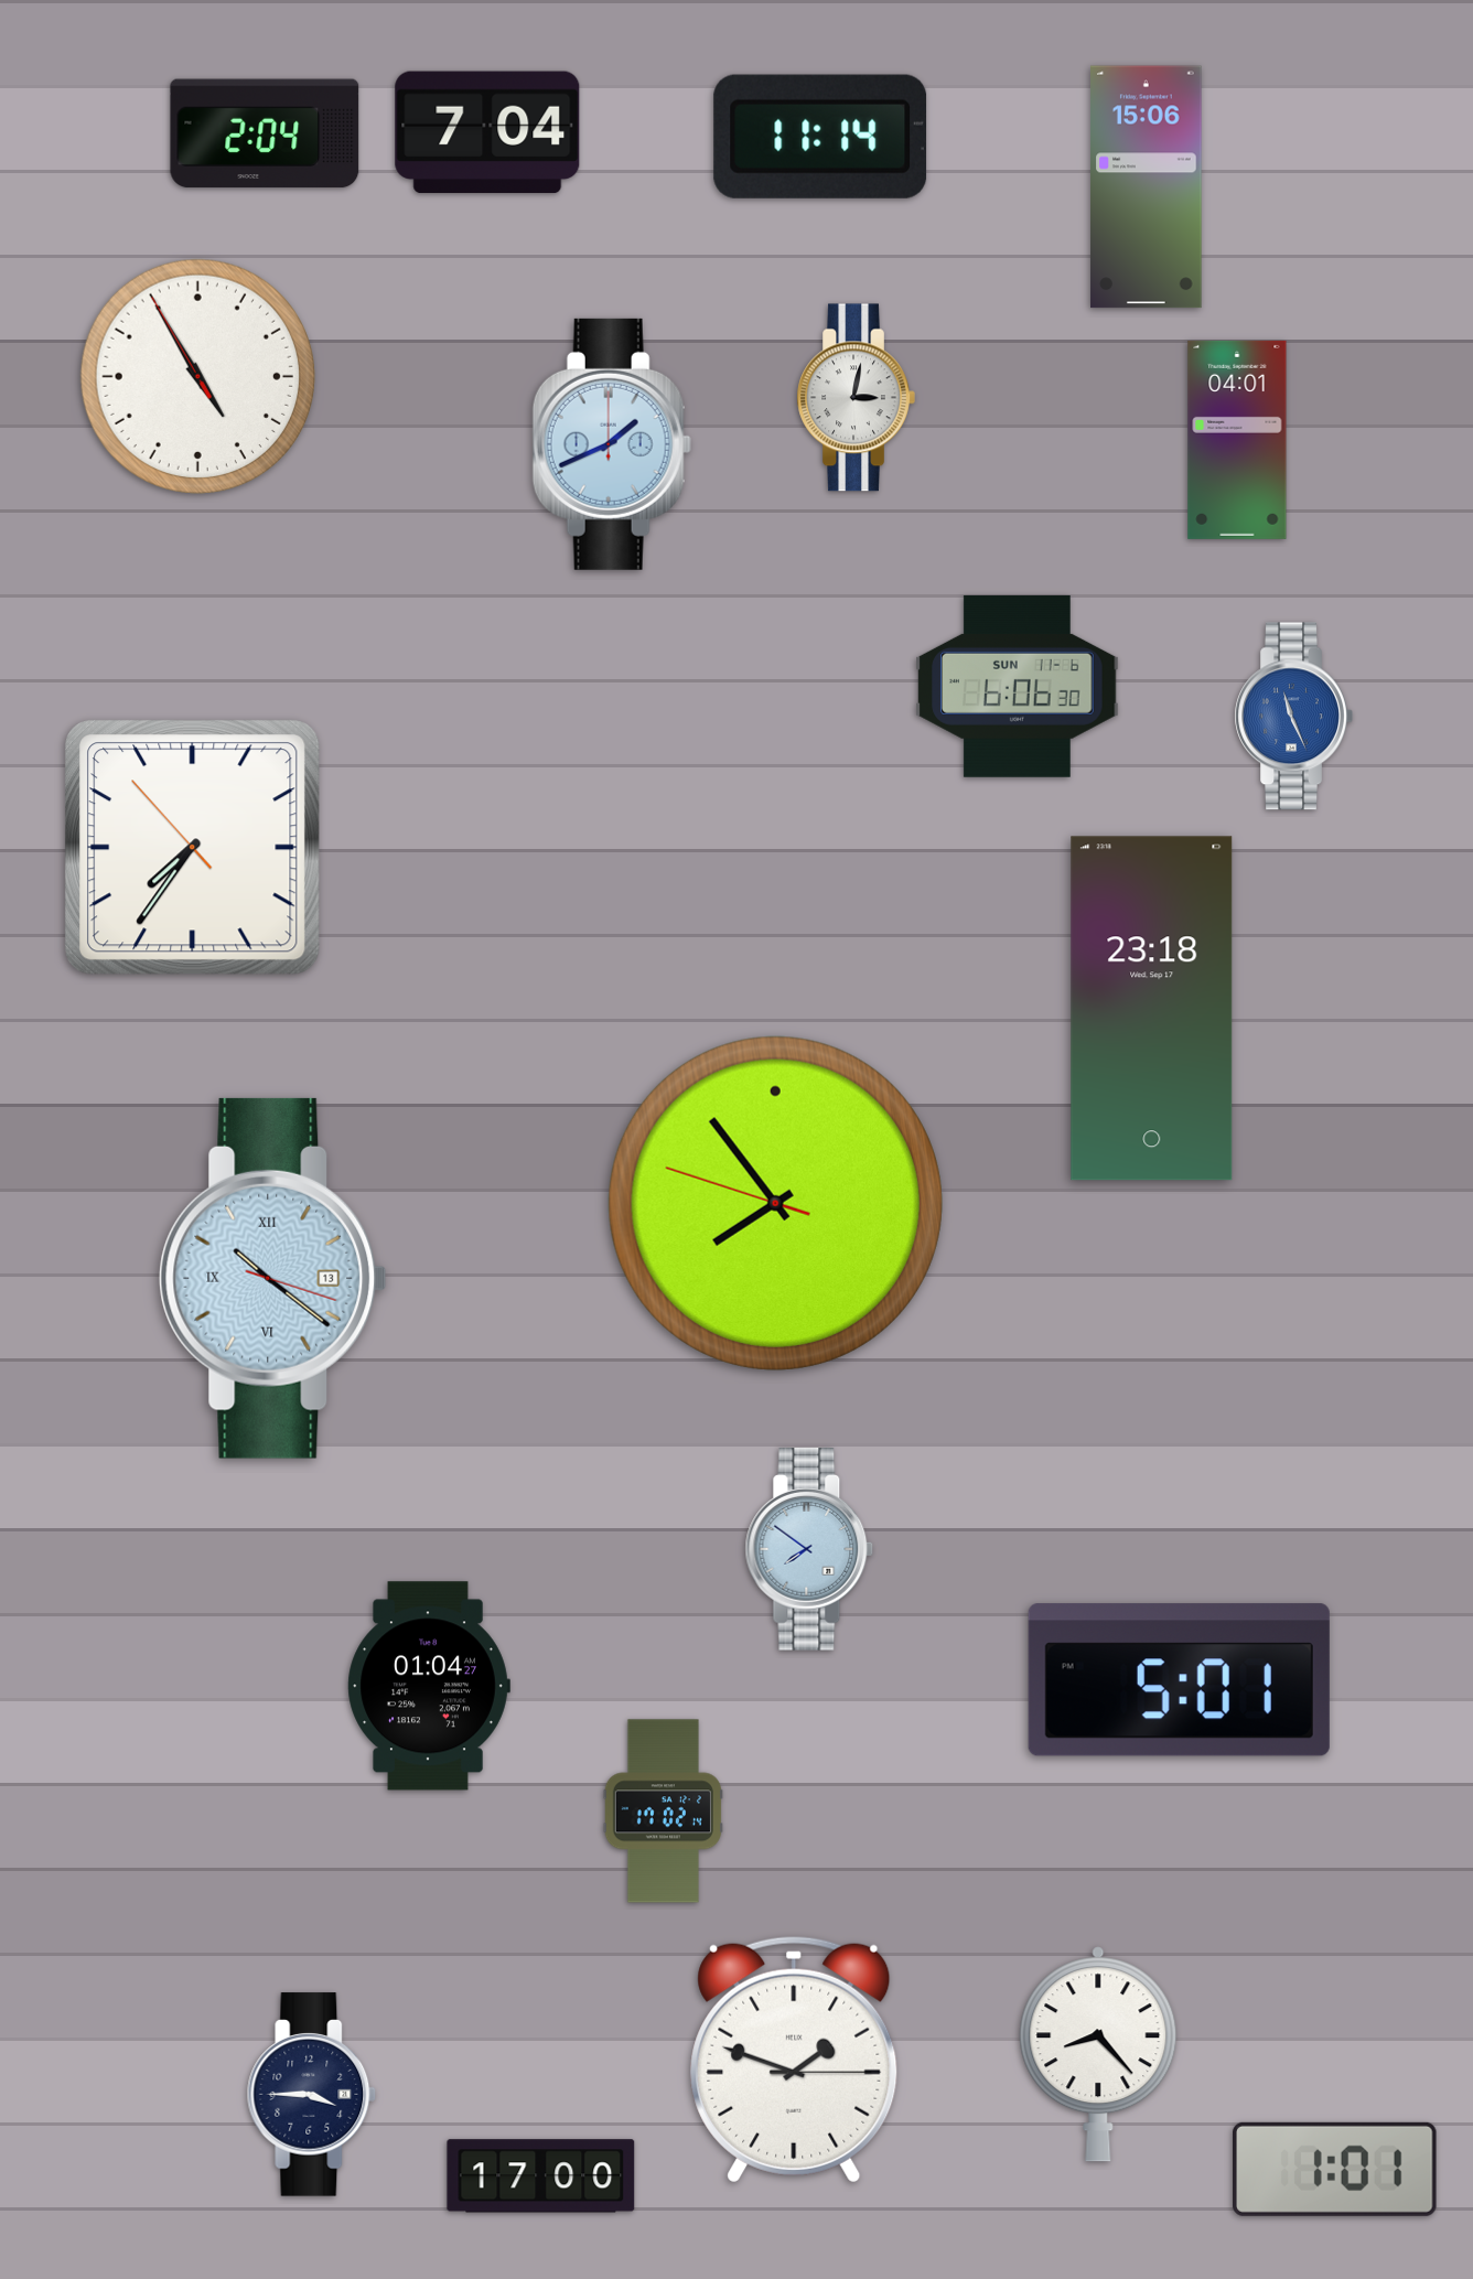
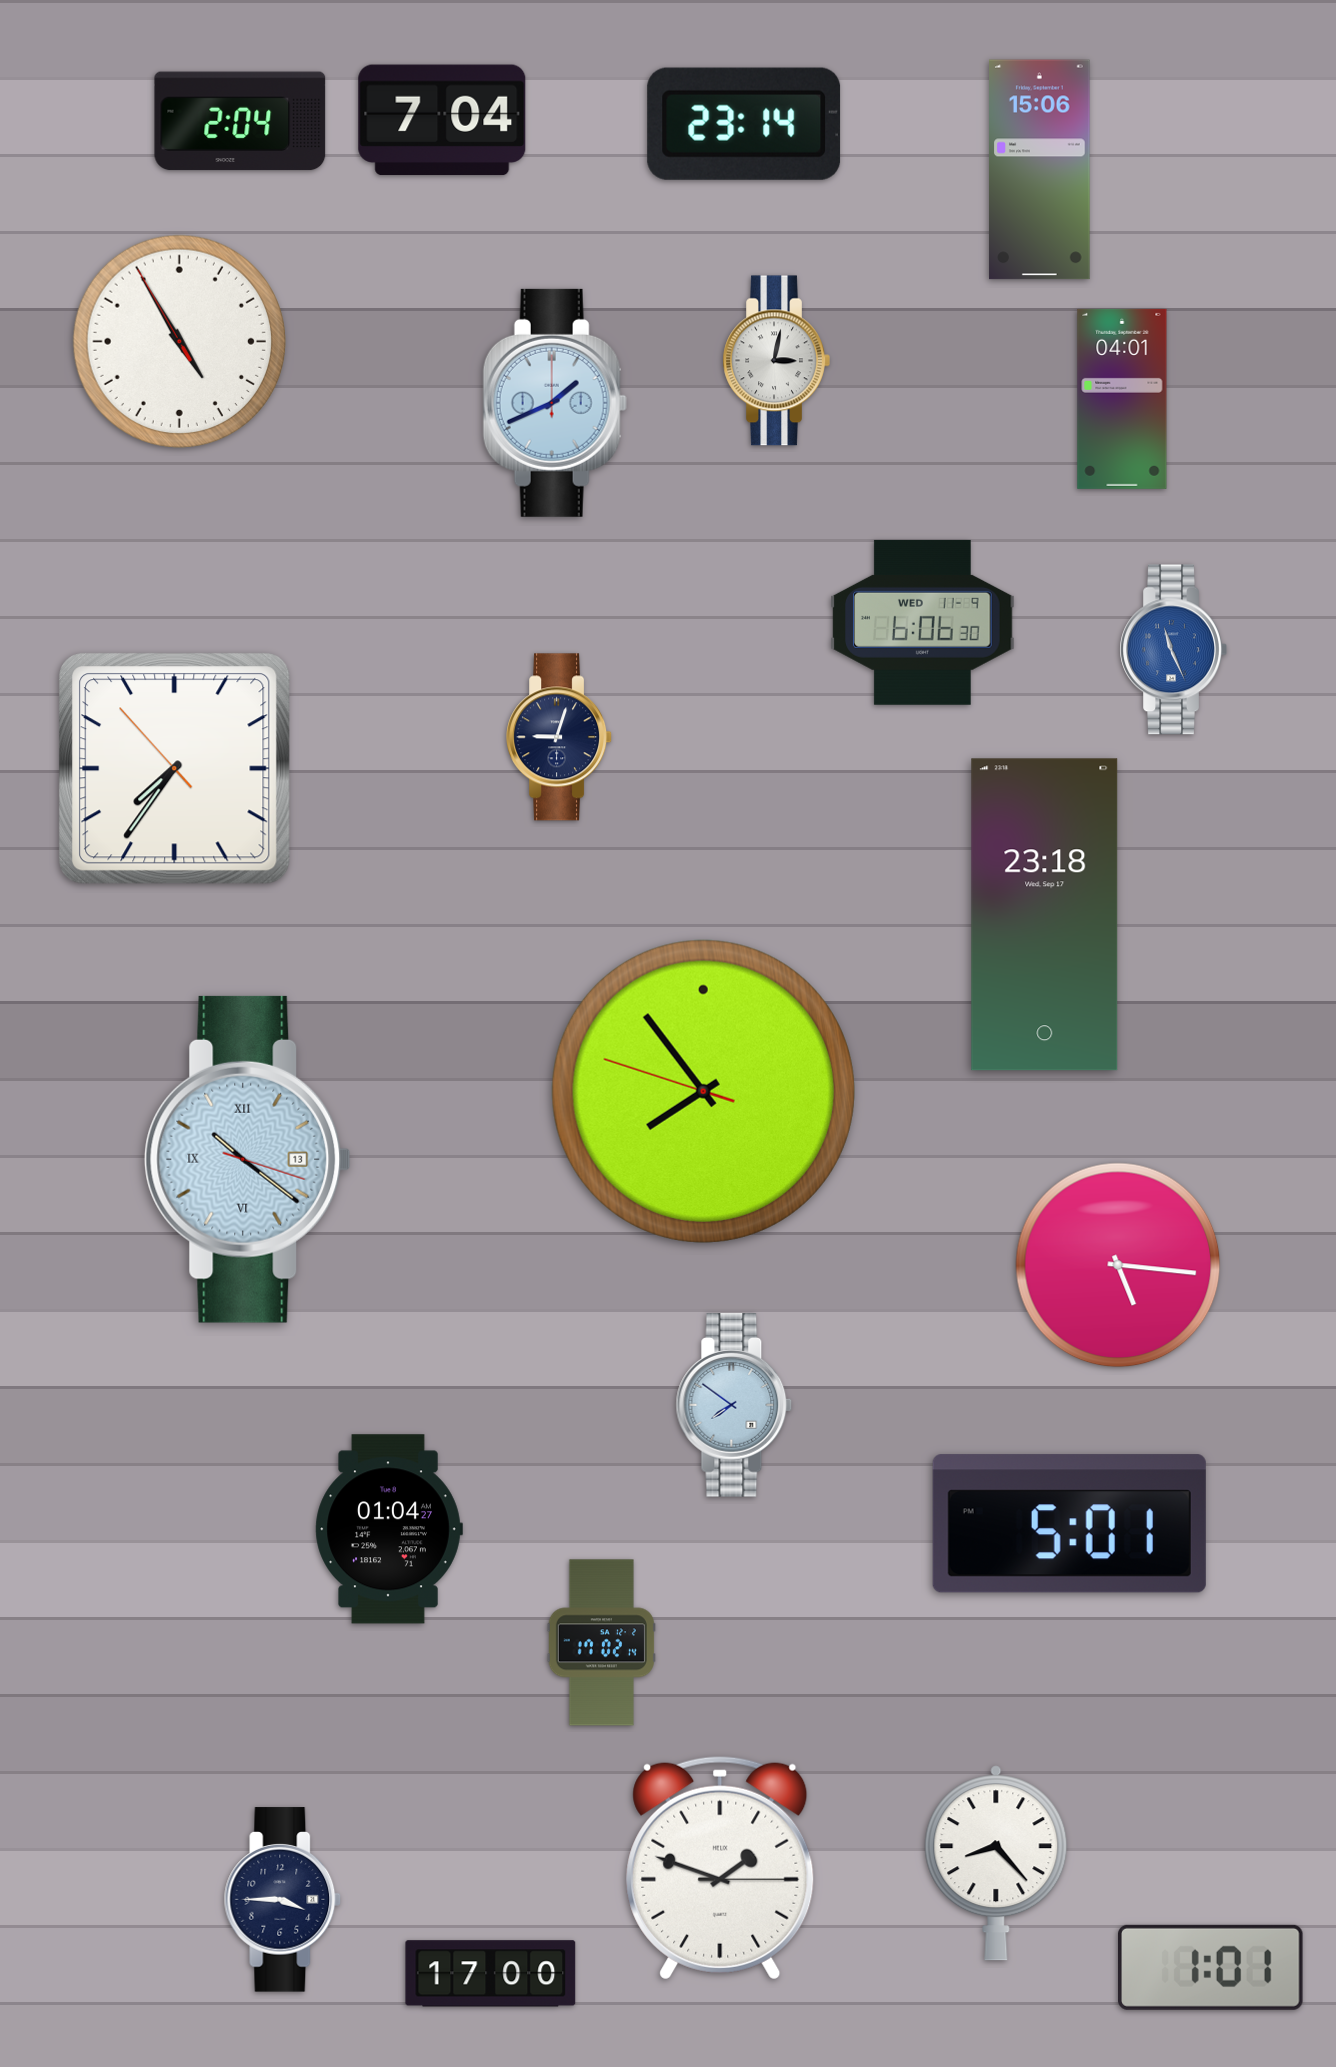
clock at (820, 137): 11:14 -> 23:14
clock at (1018, 686) date: SUN 11-6 -> WED 11-9
clock at (560, 737): none -> 9:03
clock at (1118, 1265): none -> 5:16
